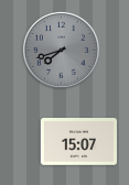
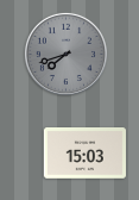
clock at (78, 142): 15:07 -> 15:03
